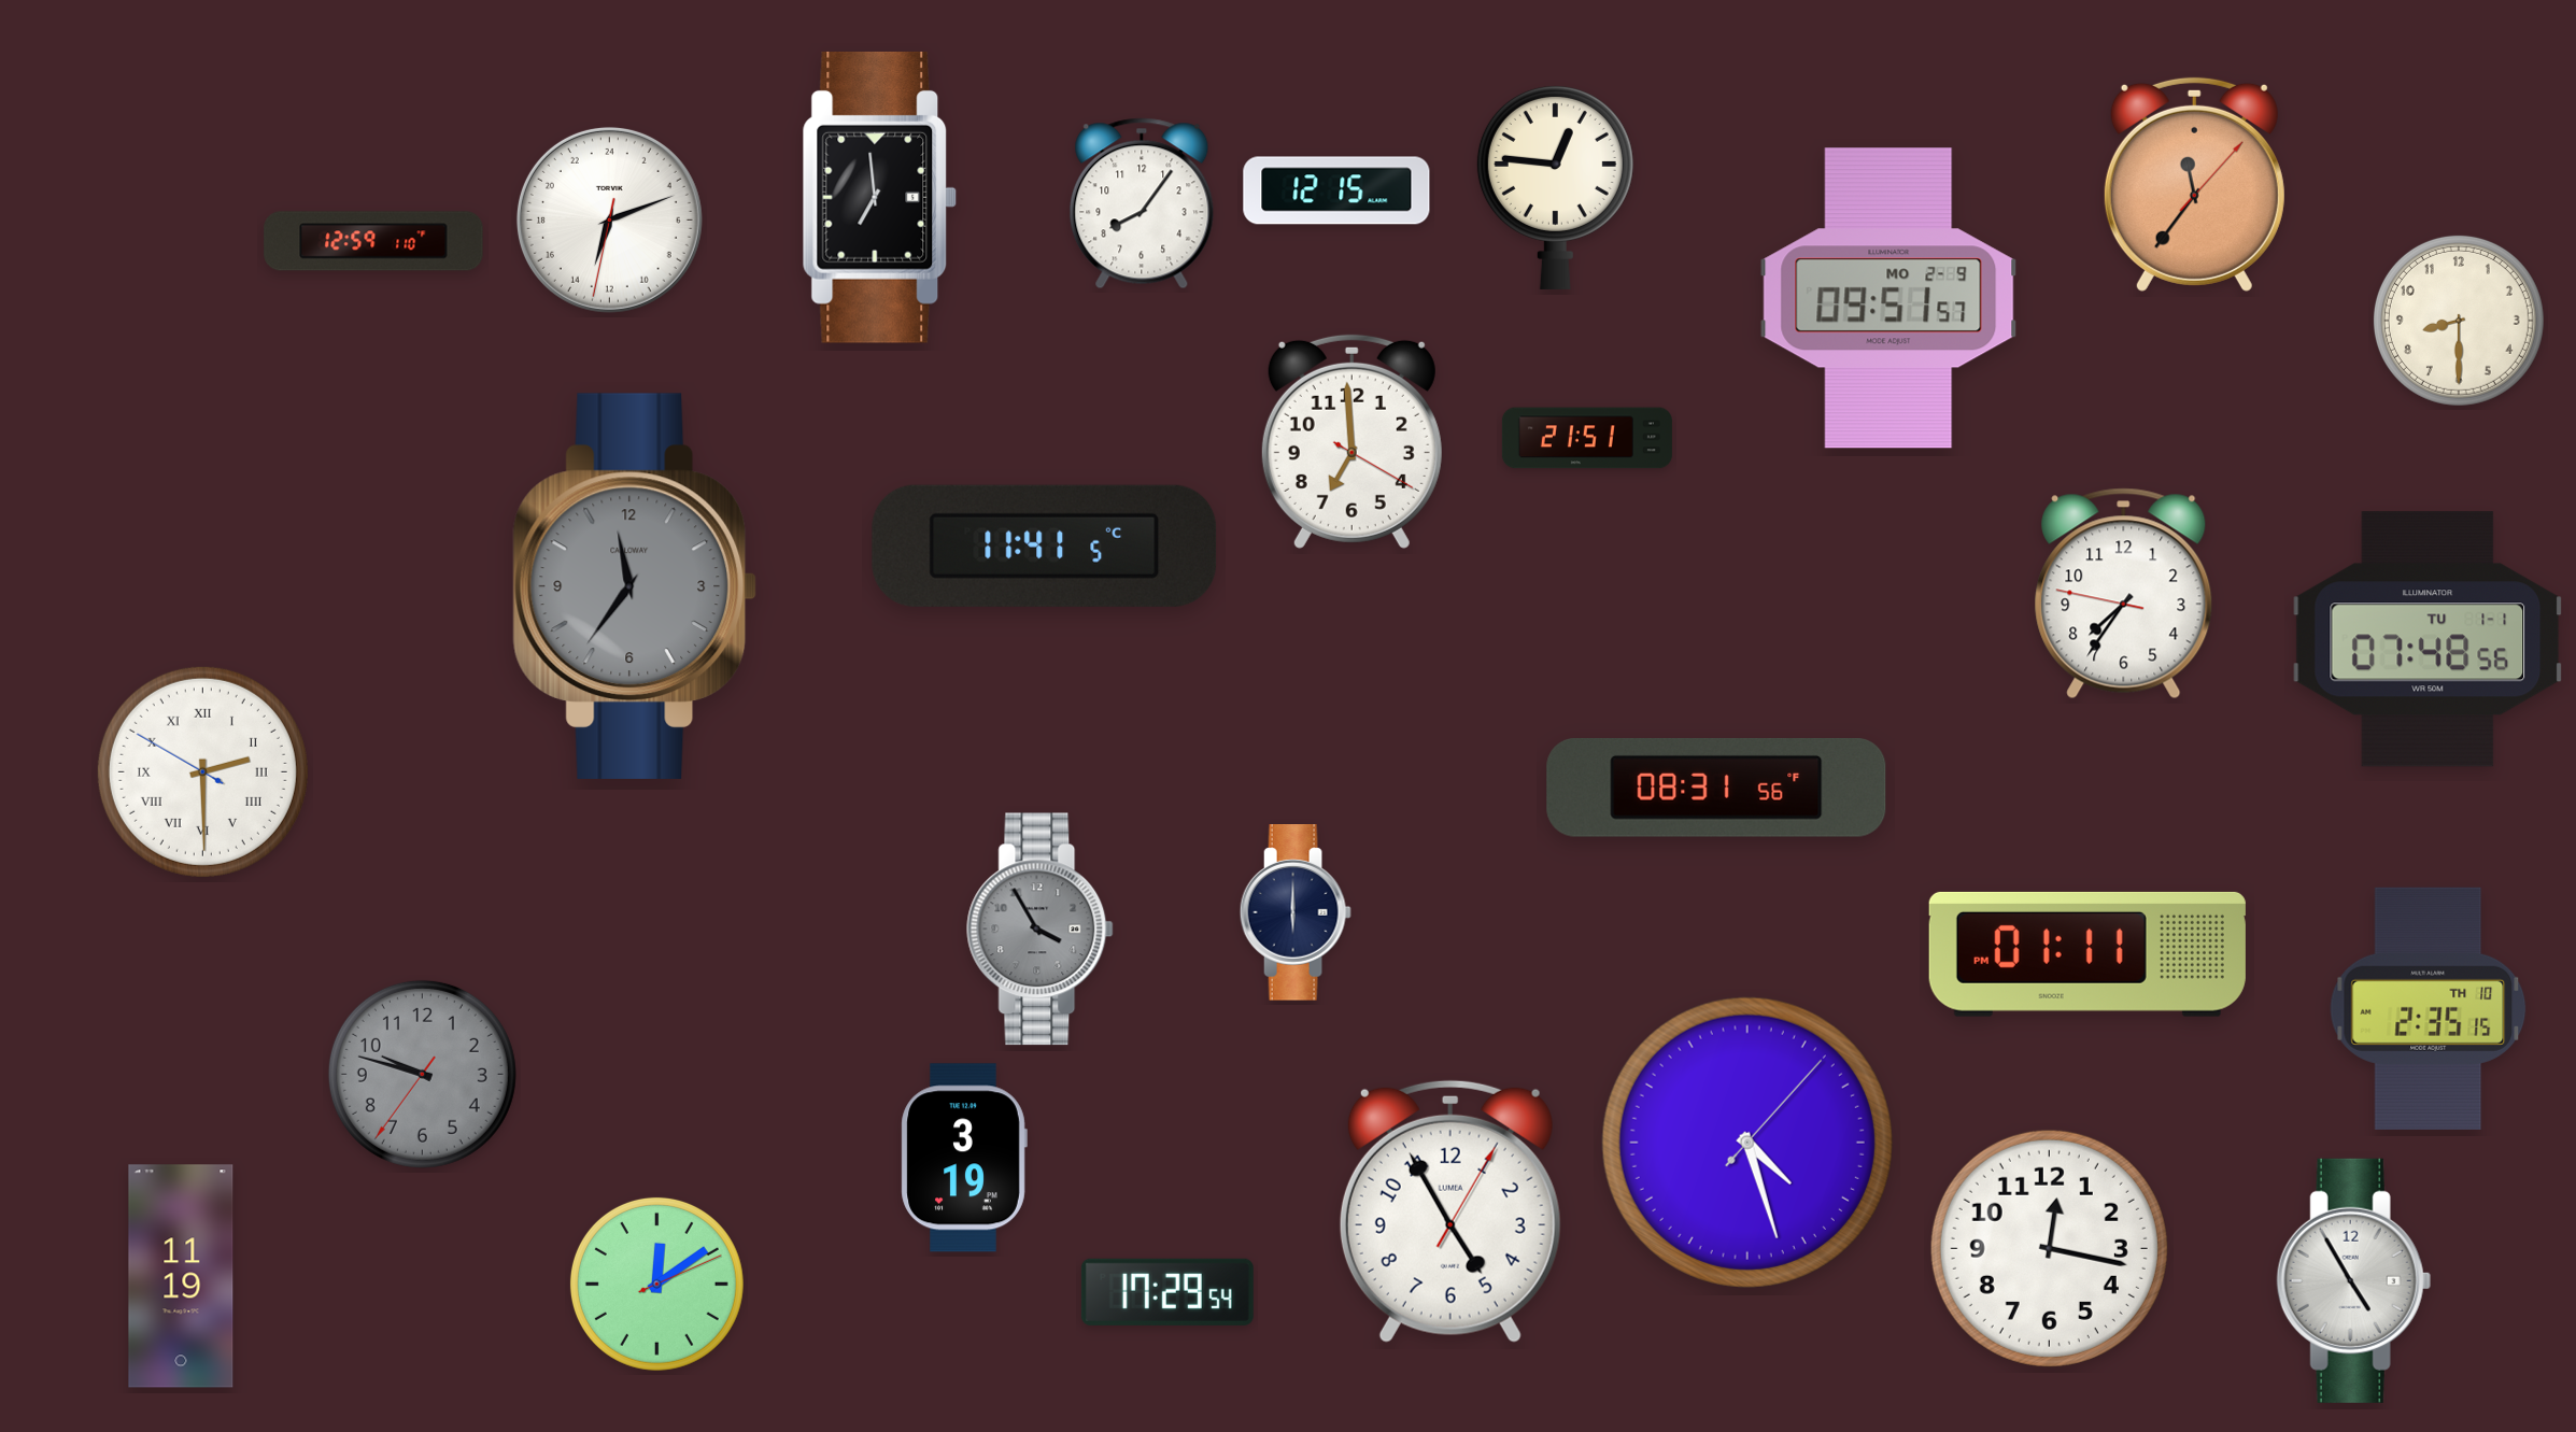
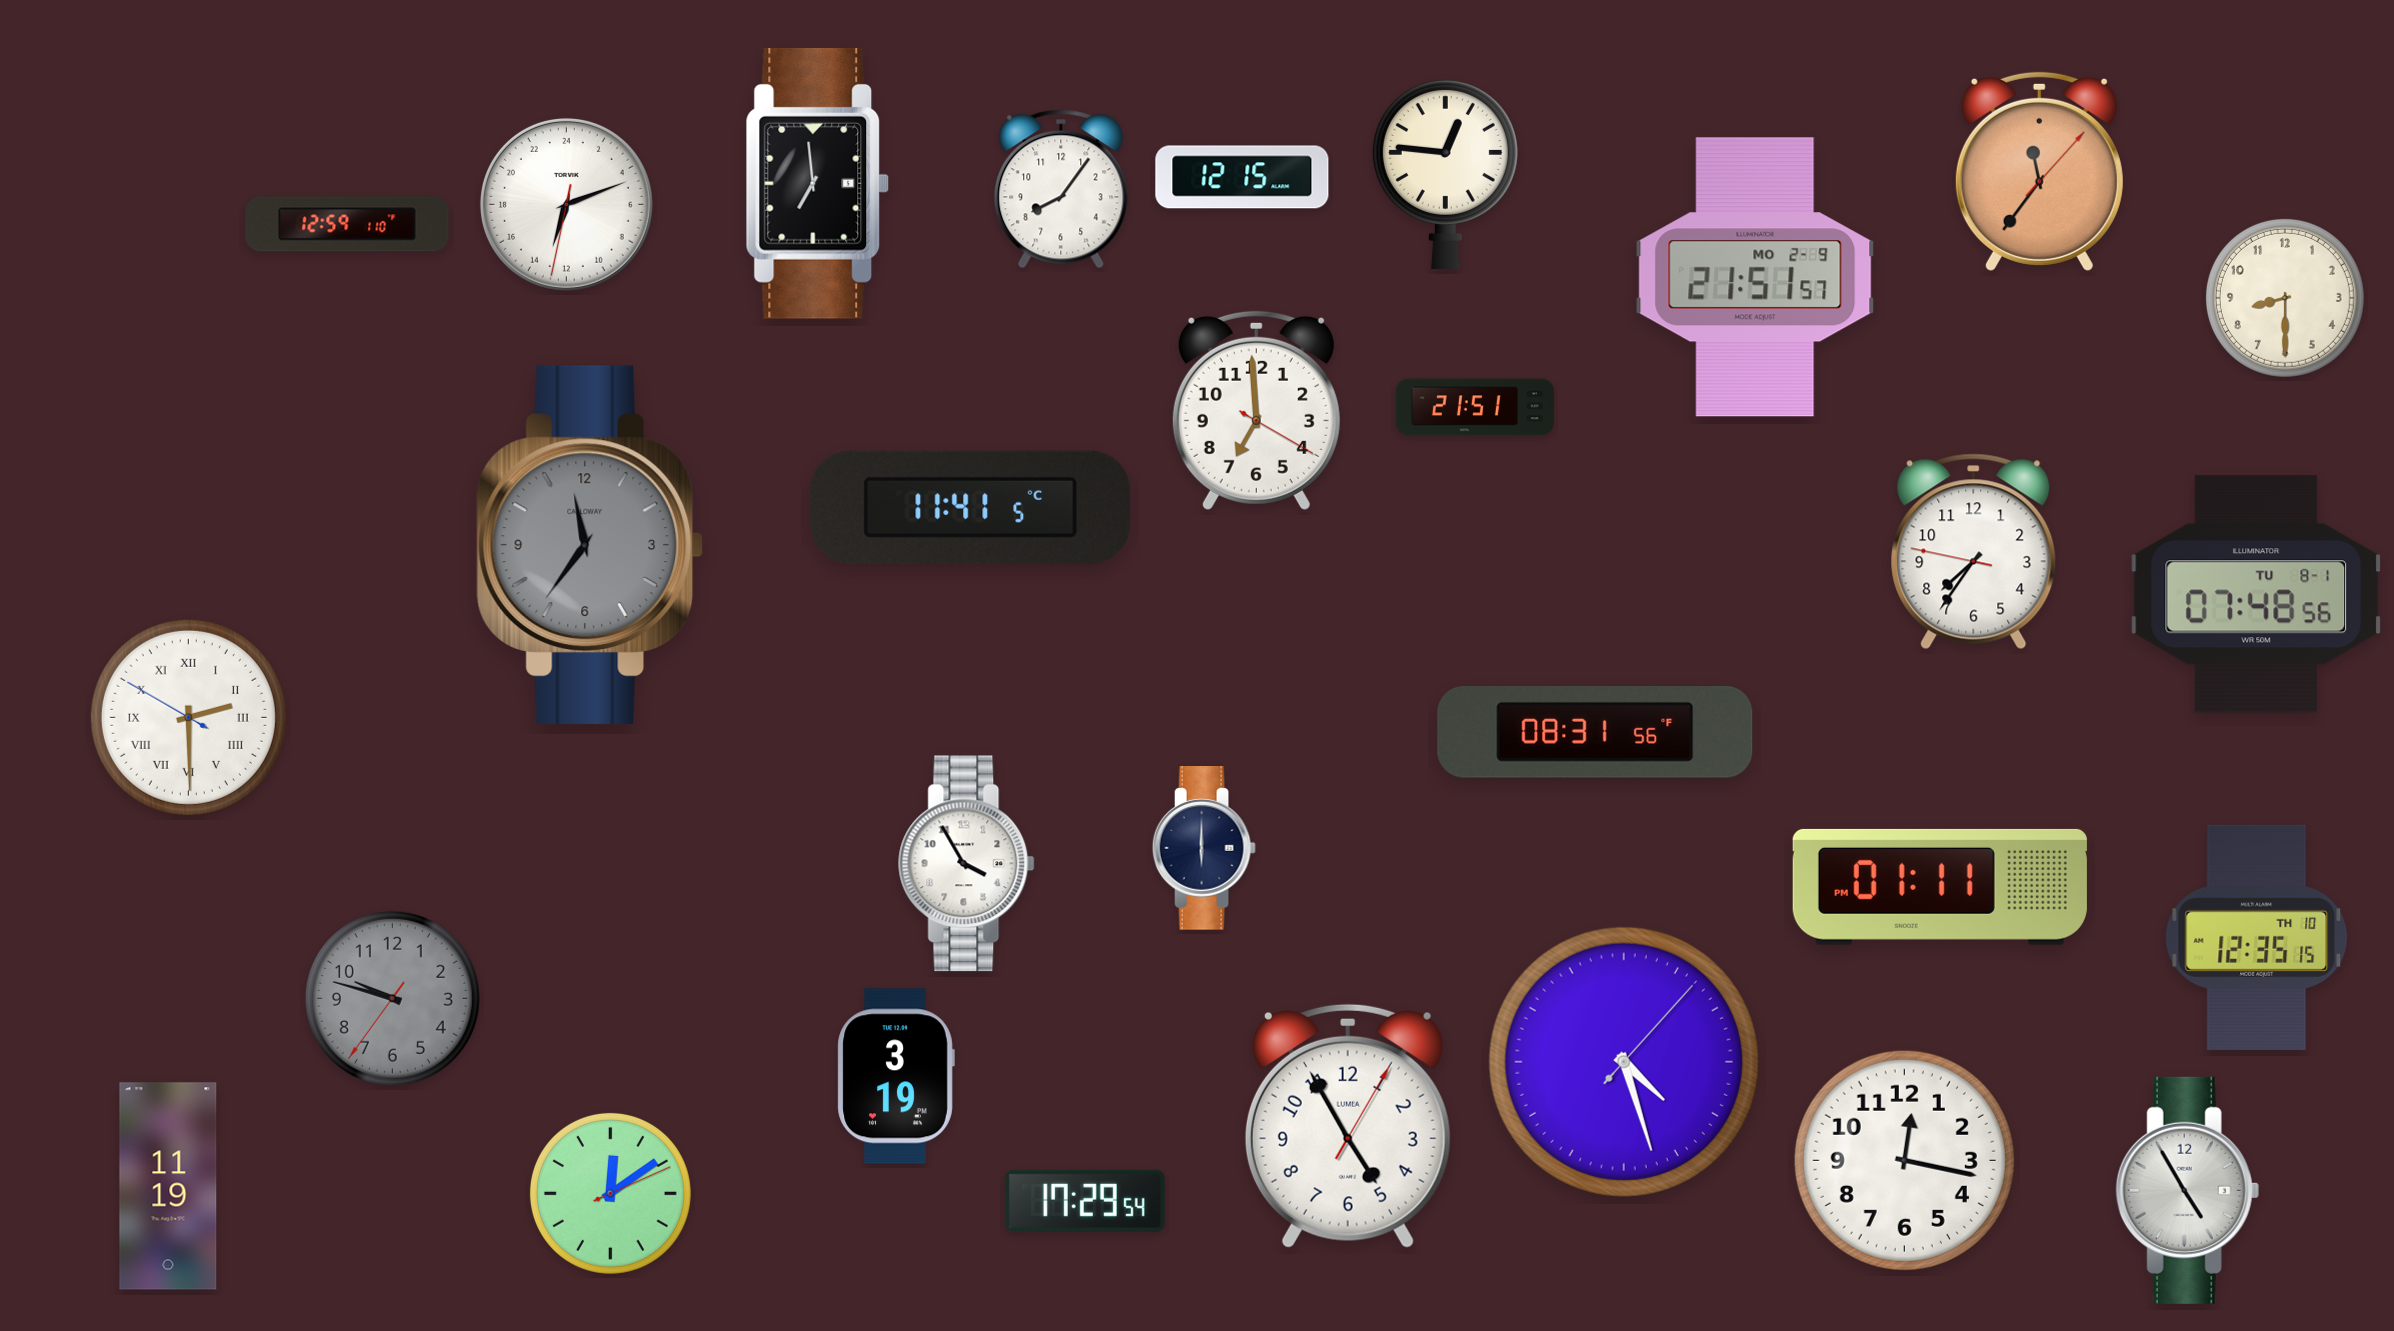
clock at (1888, 298): 09:51 -> 21:51
clock at (2428, 639) date: TU 1-1 -> TU 8-1
clock at (1041, 930) dial: grey -> white
clock at (2429, 1008): 2:35 -> 12:35
